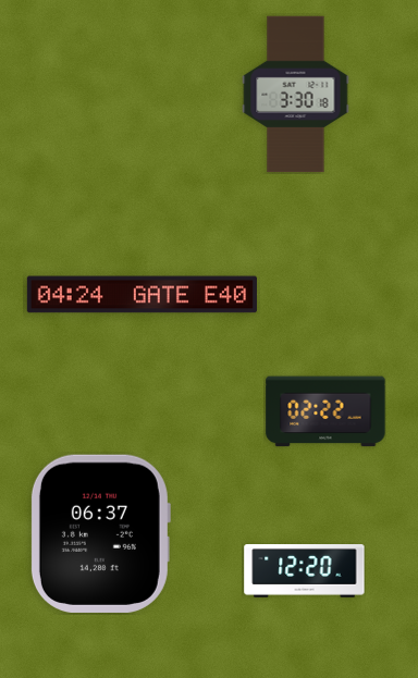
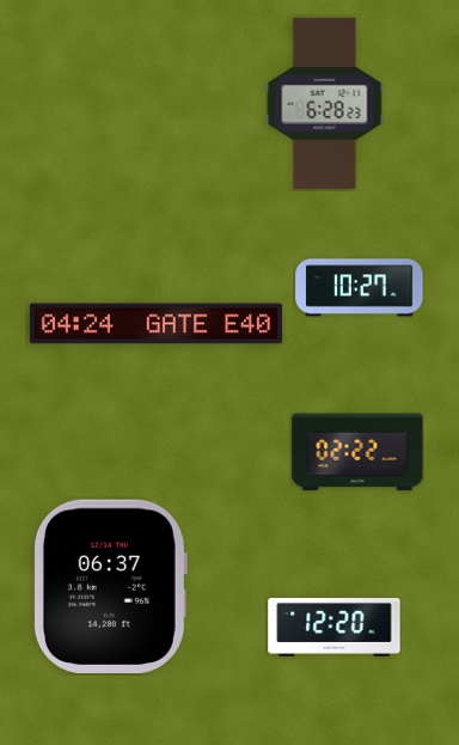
clock at (296, 95): 3:30 -> 6:28
clock at (360, 288): none -> 10:27
